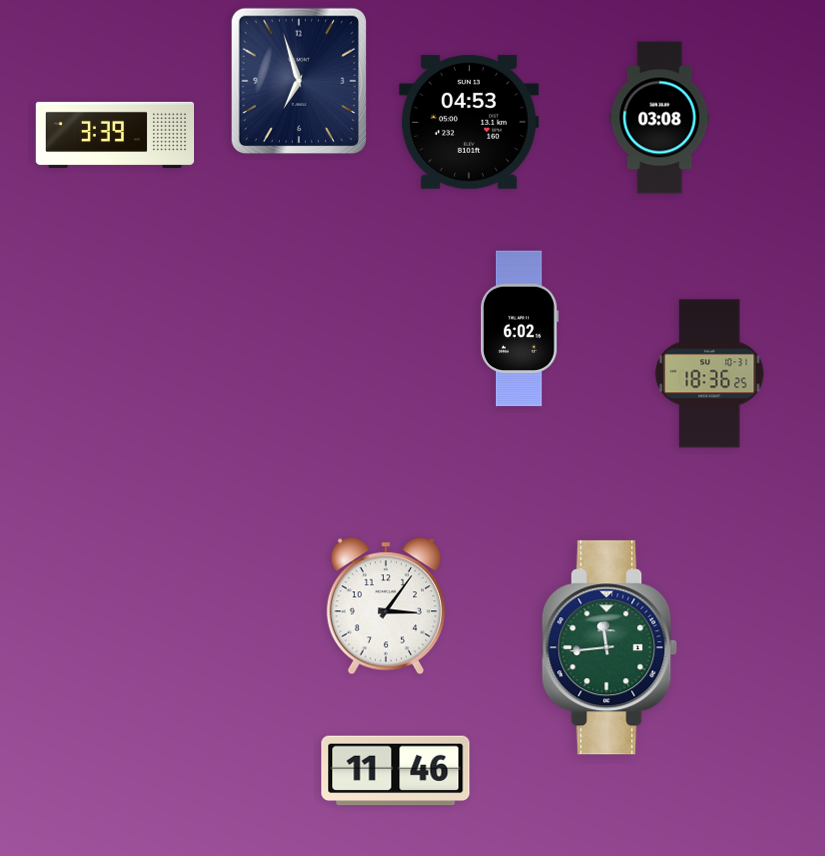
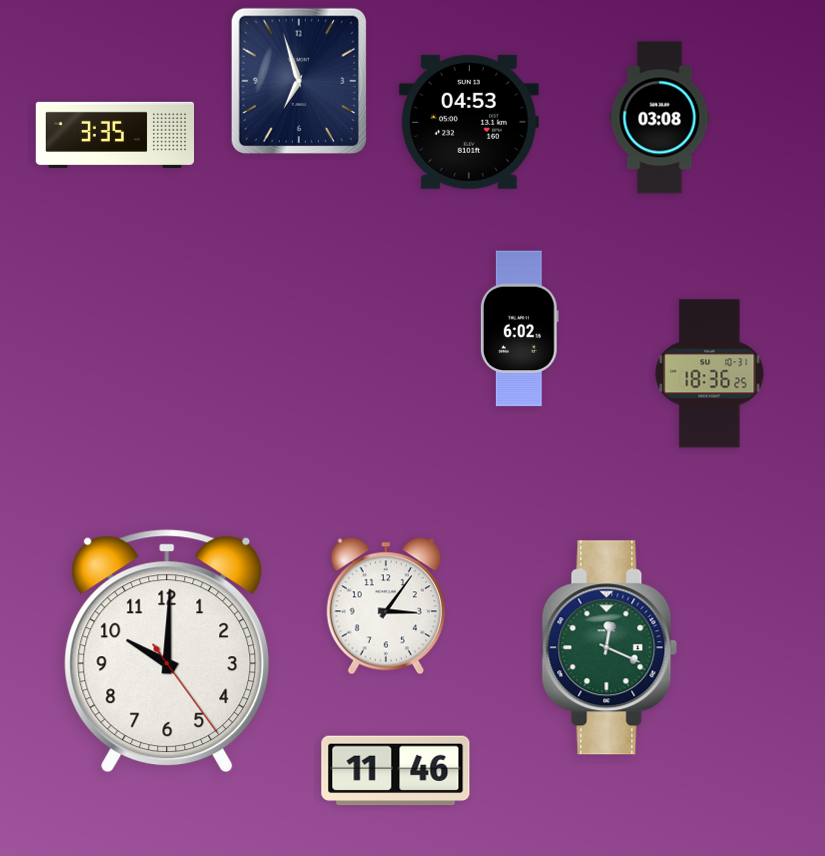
clock at (115, 135): 3:39 -> 3:35
clock at (610, 648): 11:44 -> 12:19
clock at (167, 651): none -> 10:00
